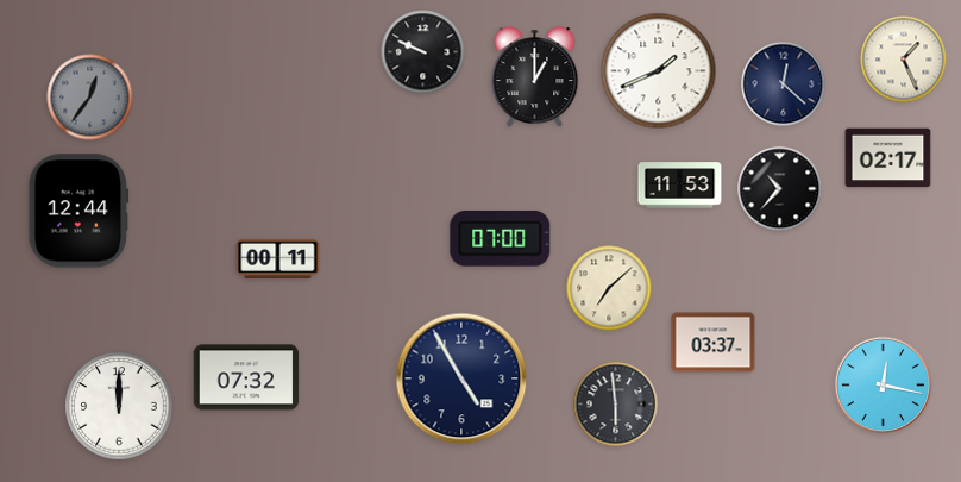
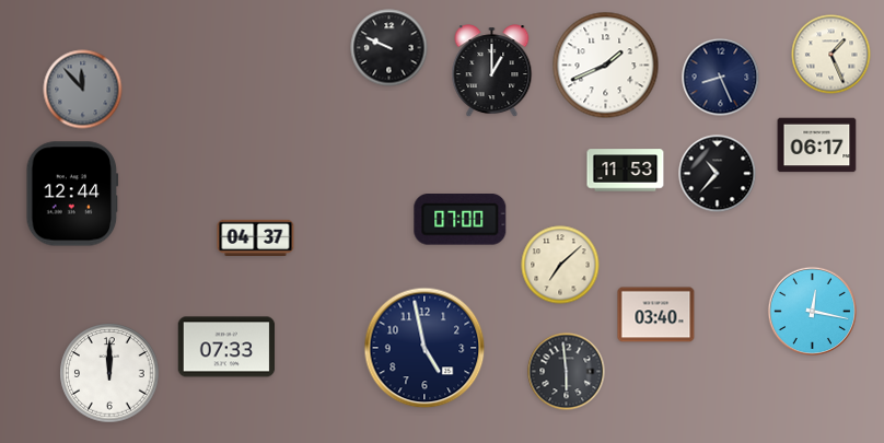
clock at (784, 84): 12:22 -> 8:26
clock at (90, 98): 12:36 -> 11:53
clock at (888, 158): 02:17 -> 06:17
clock at (278, 258): 00:11 -> 04:37
clock at (714, 343): 03:37 -> 03:40
clock at (246, 377): 07:32 -> 07:33
clock at (461, 378): 4:55 -> 4:58
clock at (884, 386) position: (884, 386) -> (813, 312)
